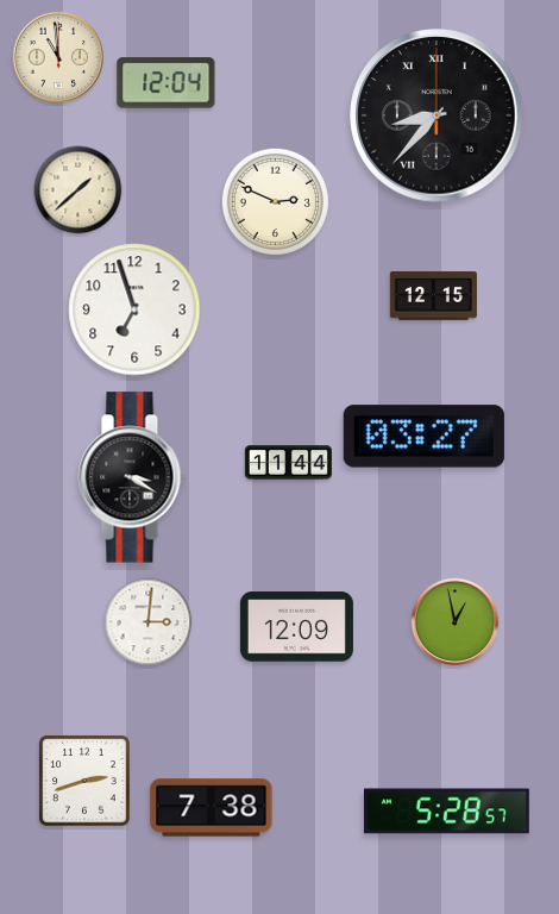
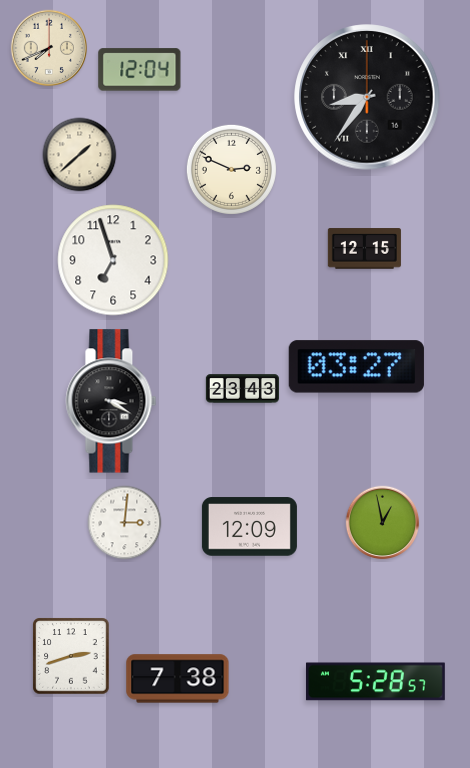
clock at (58, 57): 10:59 -> 7:41
clock at (436, 115): 8:37 -> 8:36
clock at (78, 190) position: (78, 190) -> (80, 155)
clock at (288, 463): 11:44 -> 23:43
